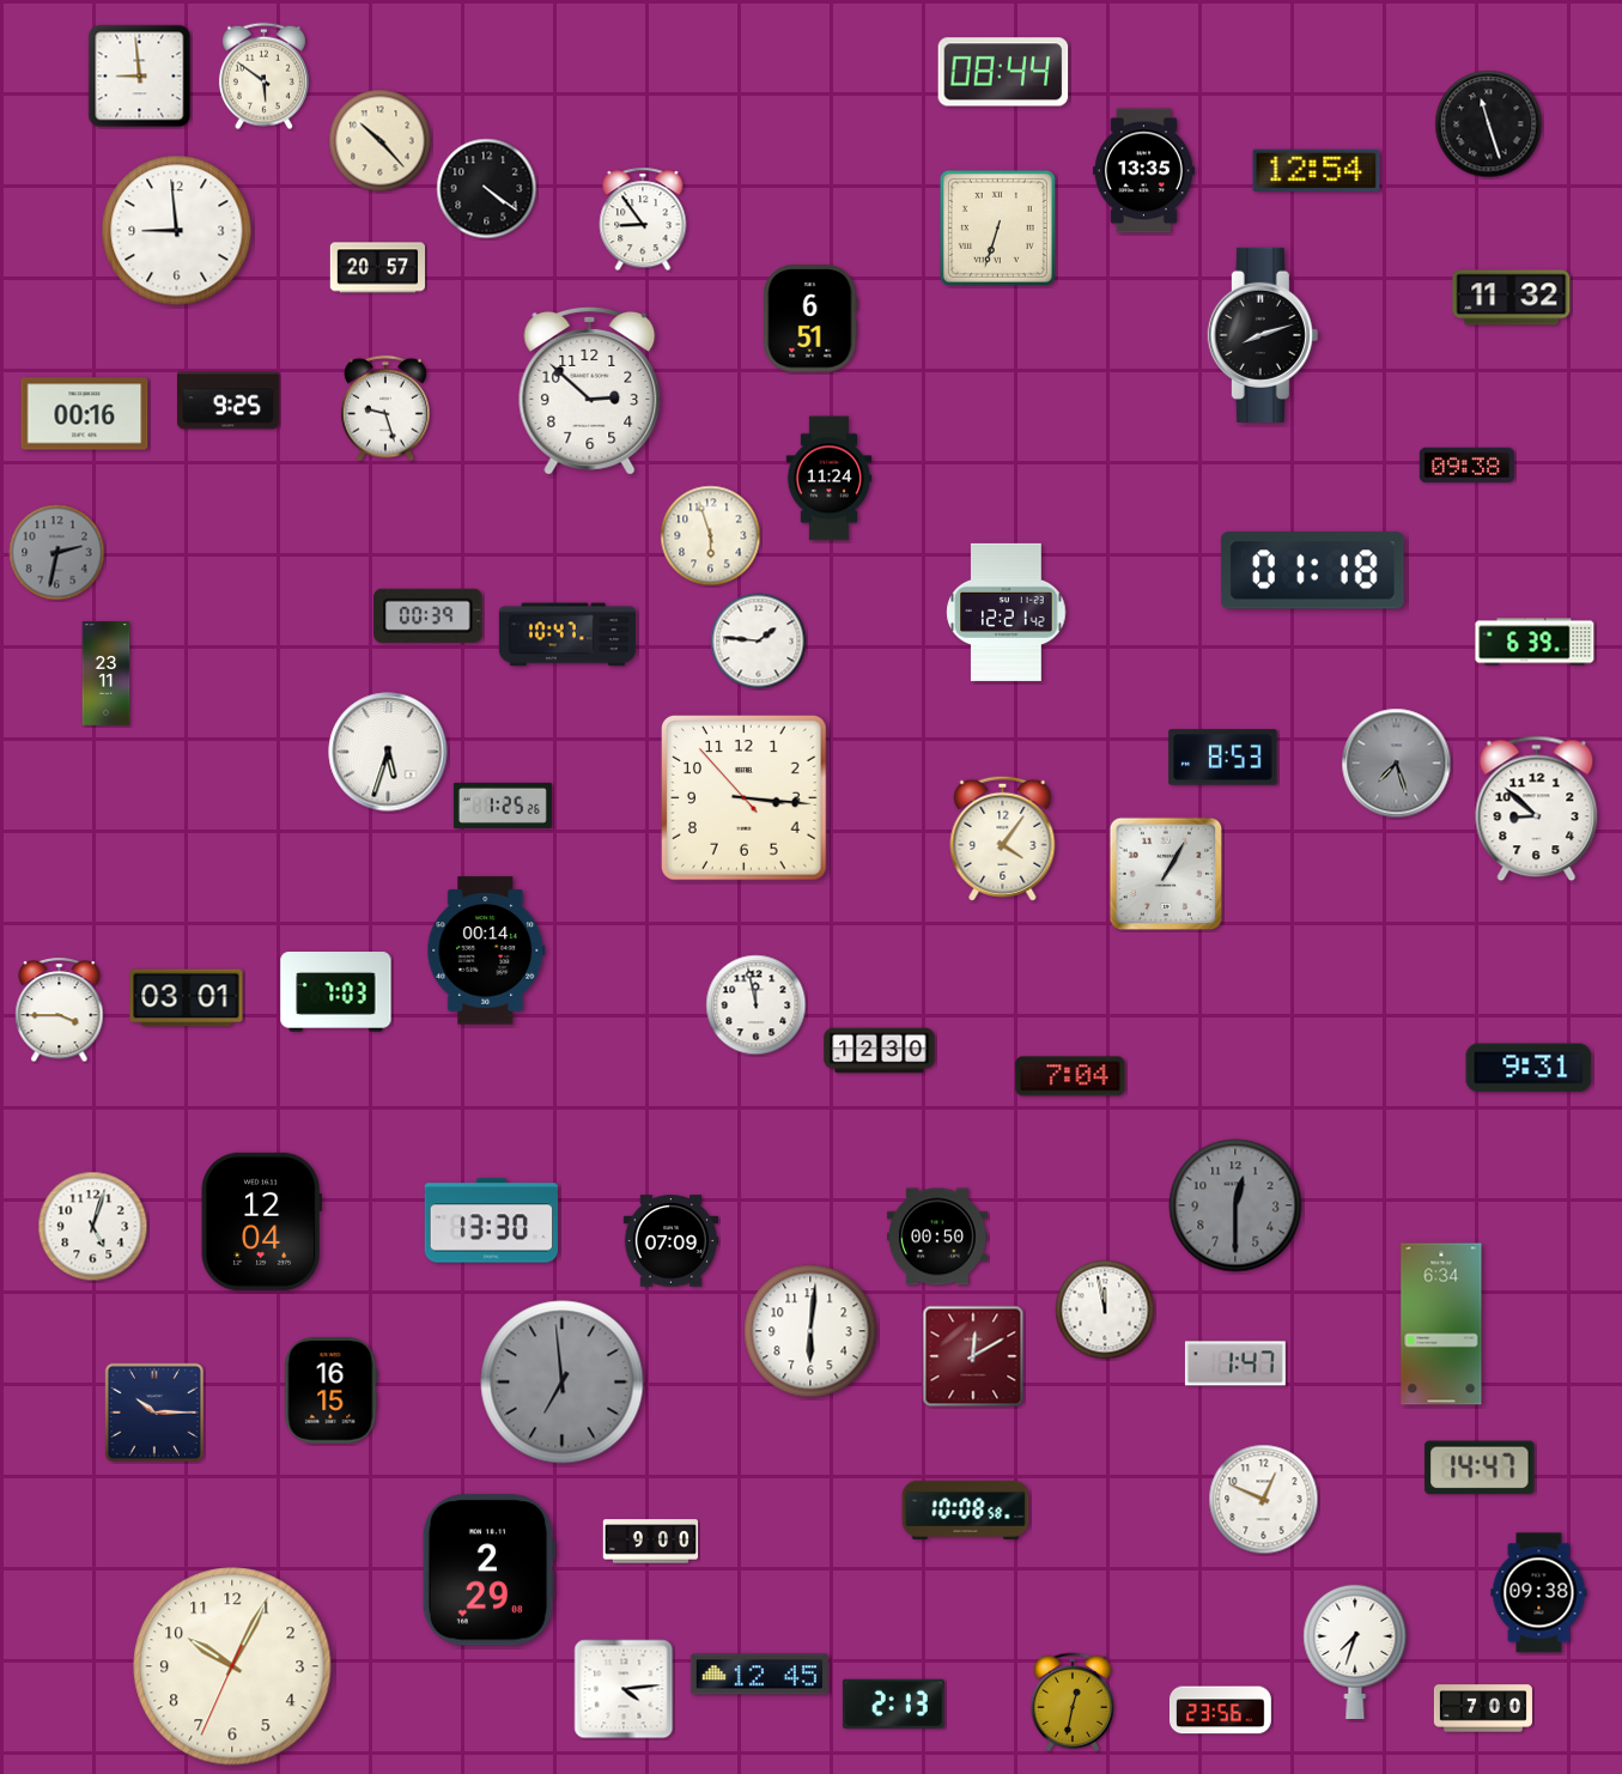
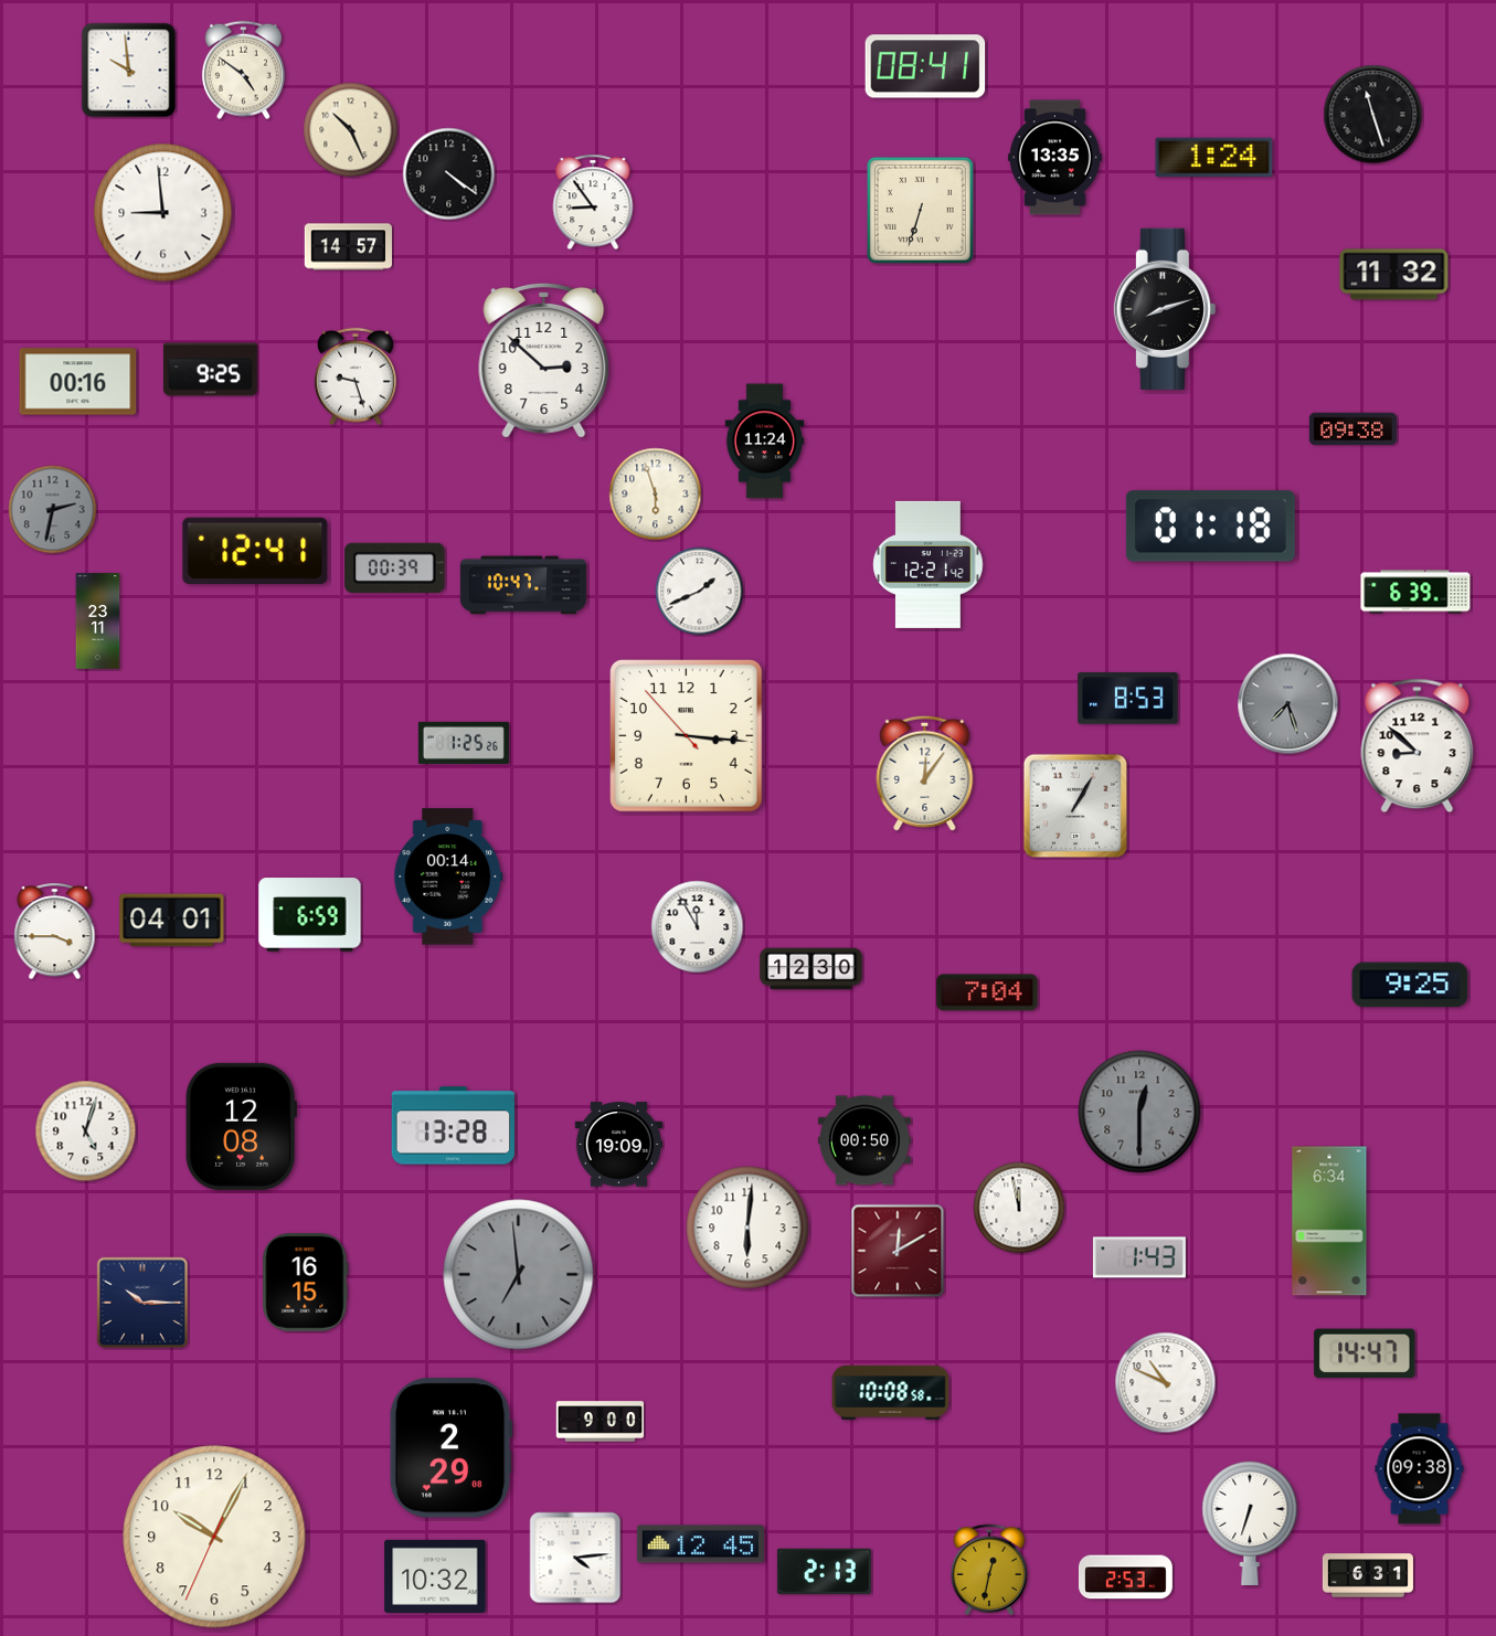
clock at (1003, 72): 08:44 -> 08:41
clock at (140, 77): 8:59 -> 9:59
clock at (263, 77): 5:51 -> 4:51
clock at (381, 141): 10:23 -> 10:26
clock at (1317, 171): 12:54 -> 1:24
clock at (377, 268): 20:57 -> 14:57
clock at (810, 318): 6:51 -> none
clock at (255, 550): none -> 12:41
clock at (759, 642): 1:46 -> 1:41
clock at (388, 752): 5:33 -> none
clock at (1003, 838): 4:06 -> 12:06
clock at (336, 992): 7:03 -> 6:59
clock at (187, 998): 03:01 -> 04:01
clock at (757, 1006): 11:58 -> 11:55
clock at (1529, 1068): 9:31 -> 9:25
clock at (261, 1221): 12:04 -> 12:08
clock at (492, 1221): 13:30 -> 13:28
clock at (672, 1241): 07:09 -> 19:09
clock at (1235, 1363): 1:47 -> 1:43
clock at (1264, 1500): 12:49 -> 10:49
clock at (1355, 1651): 7:33 -> 6:33
clock at (1483, 1708): 7:00 -> 6:31
clock at (435, 1576): none -> 10:32
clock at (1220, 1711): 23:56 -> 2:53
